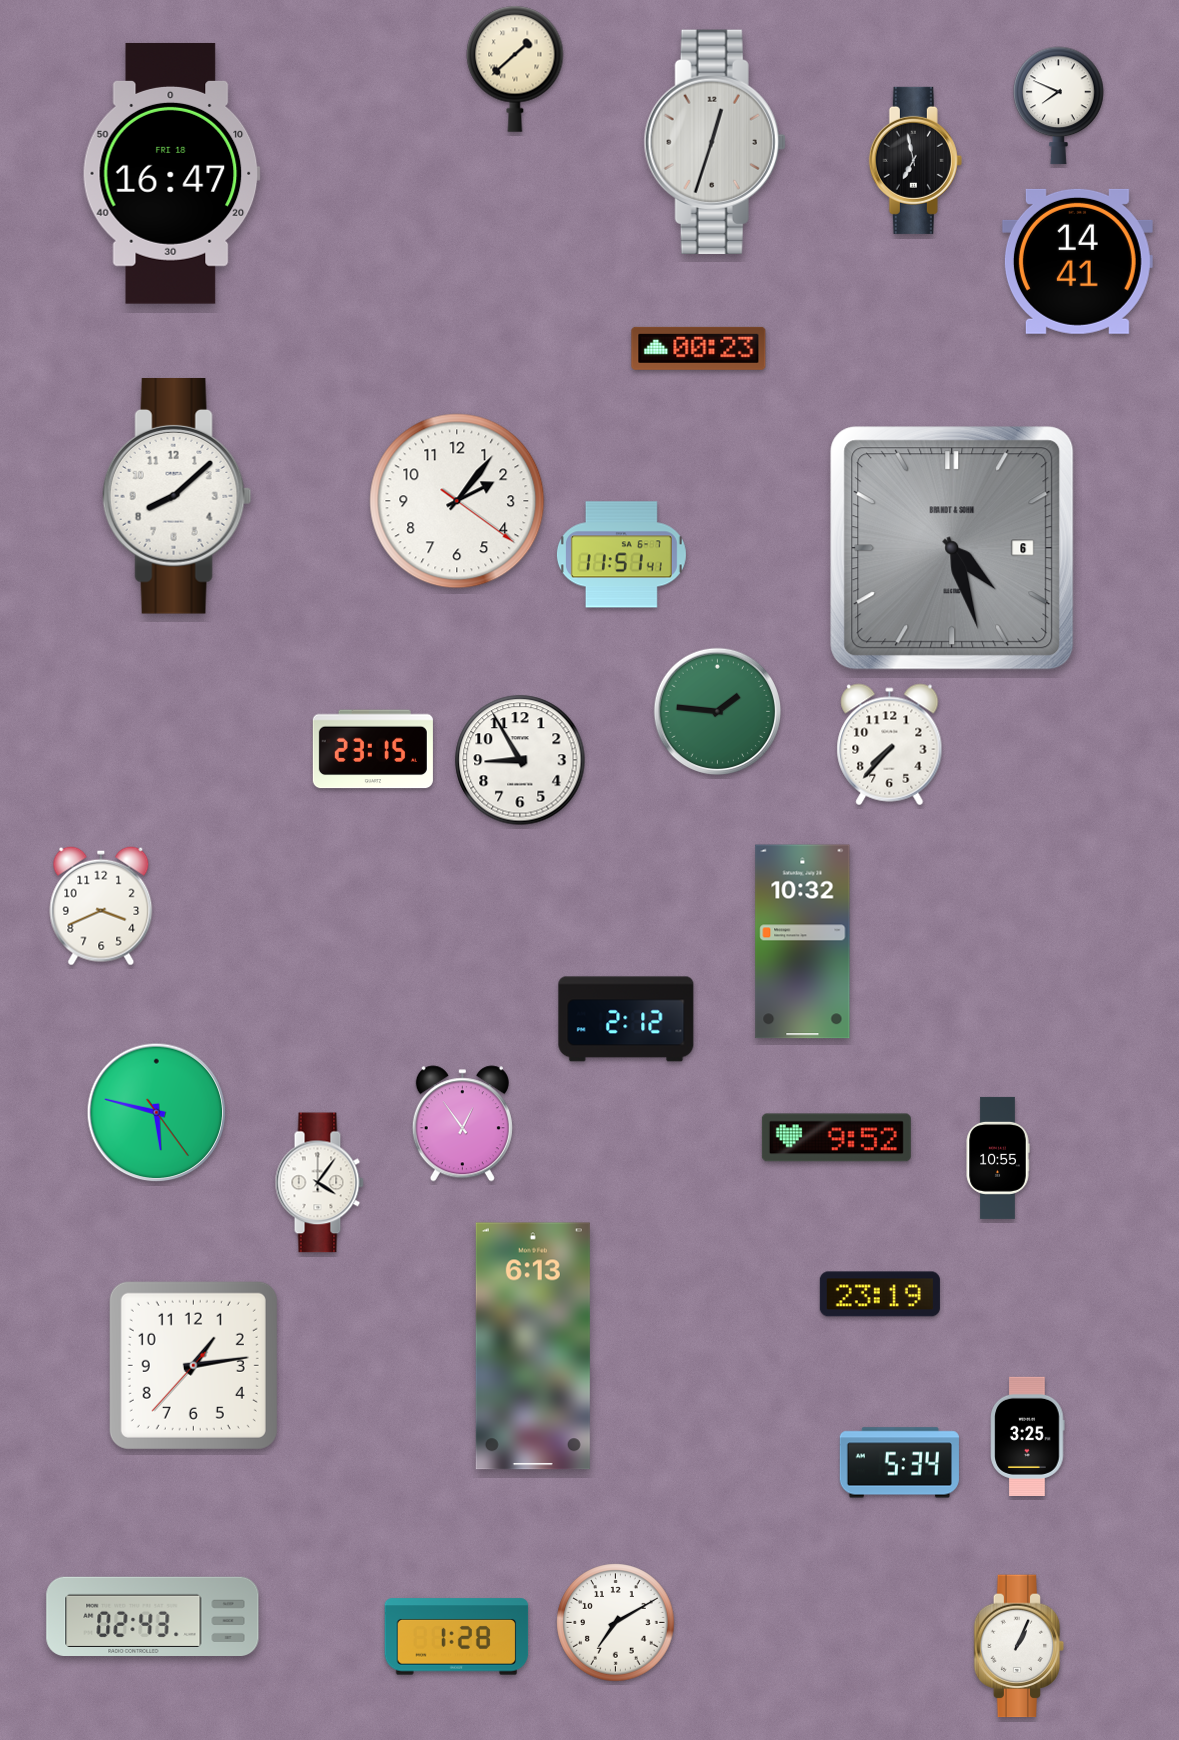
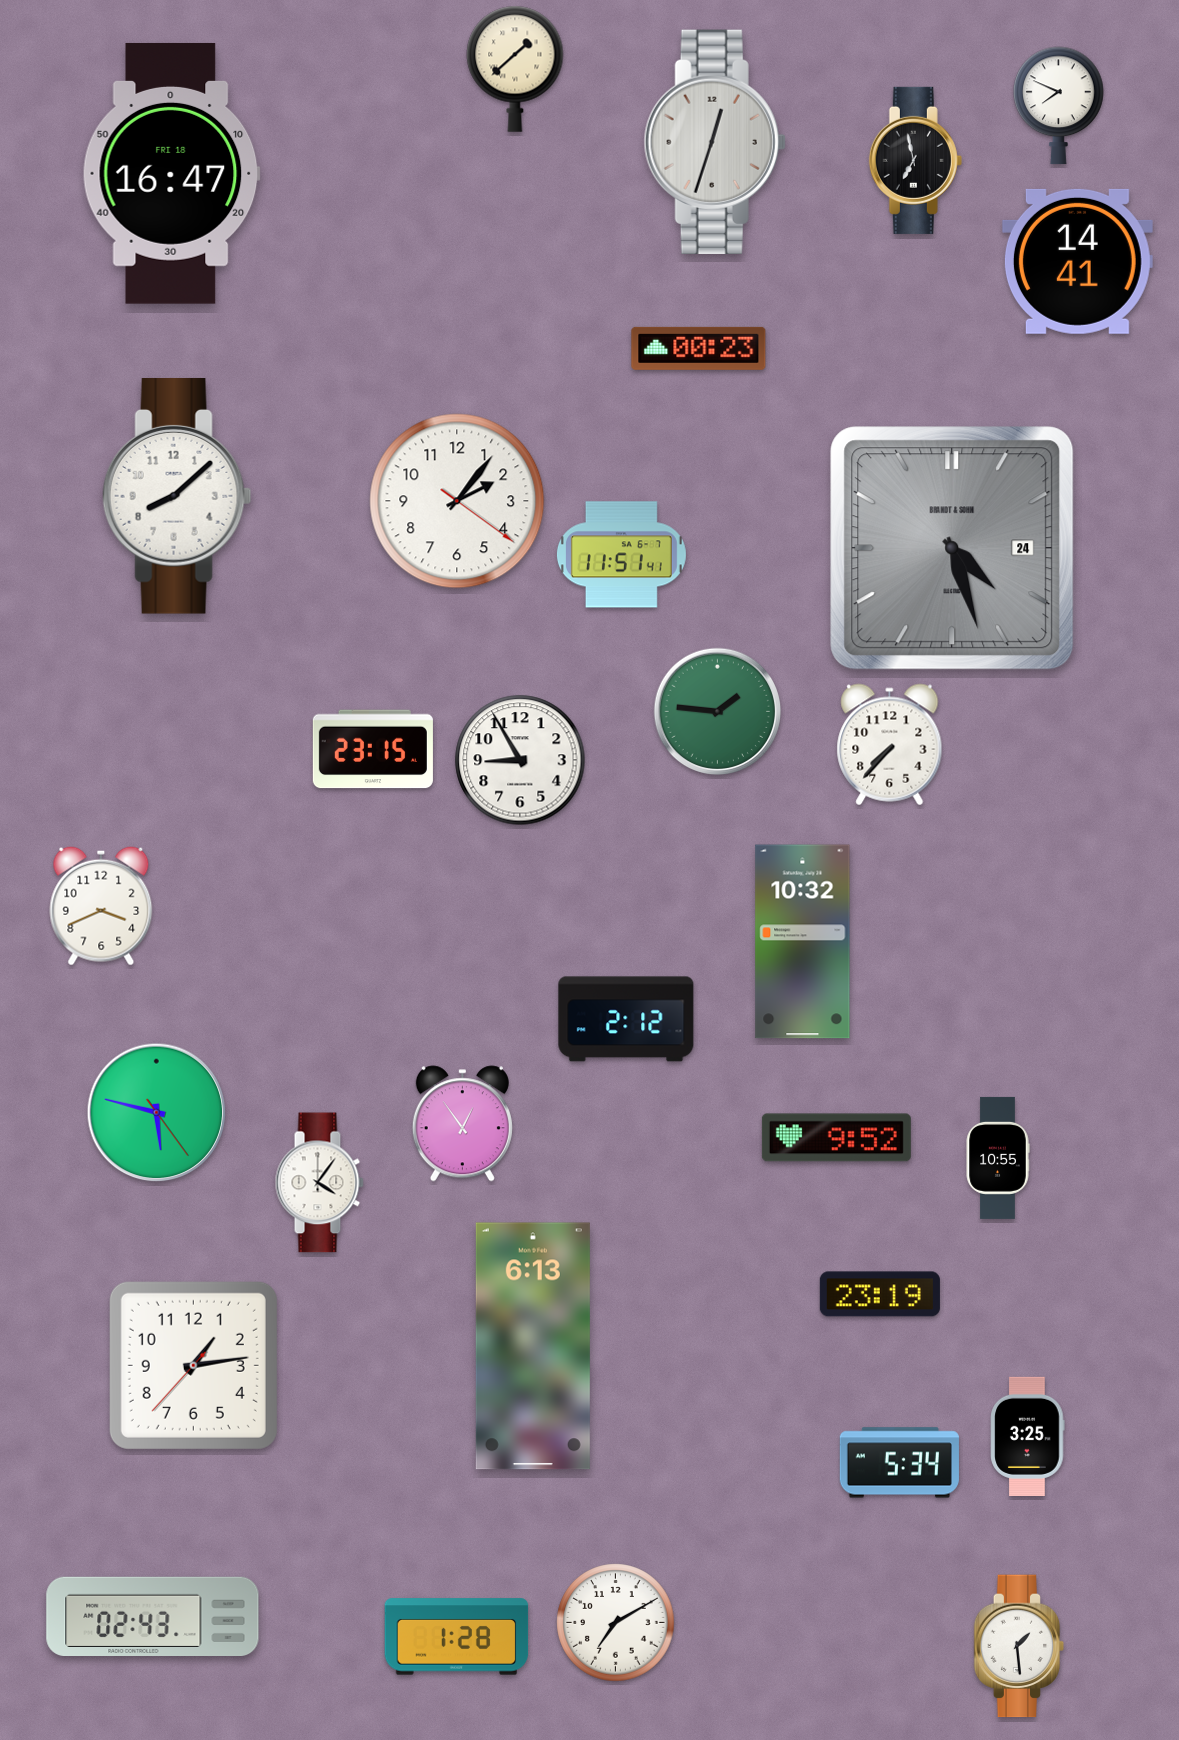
clock at (952, 548) date: 6 -> 24
clock at (1019, 1646): 1:04 -> 1:29
